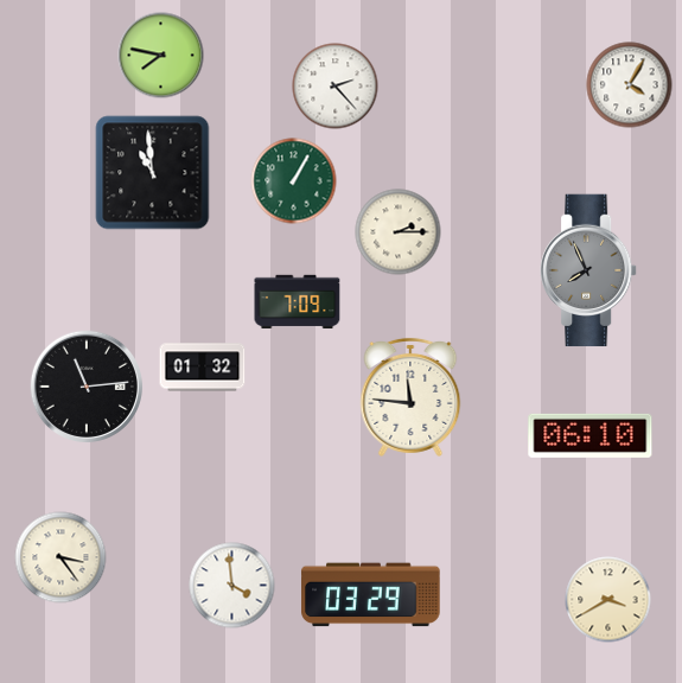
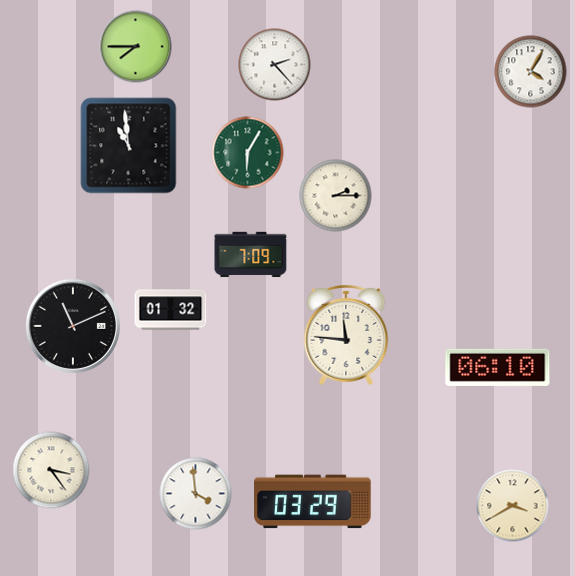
clock at (161, 56): 7:47 -> 7:45
clock at (336, 87) position: (336, 87) -> (275, 65)
clock at (294, 181): 1:05 -> 6:05
clock at (588, 270): 7:56 -> none
clock at (85, 385): 11:14 -> 11:11
